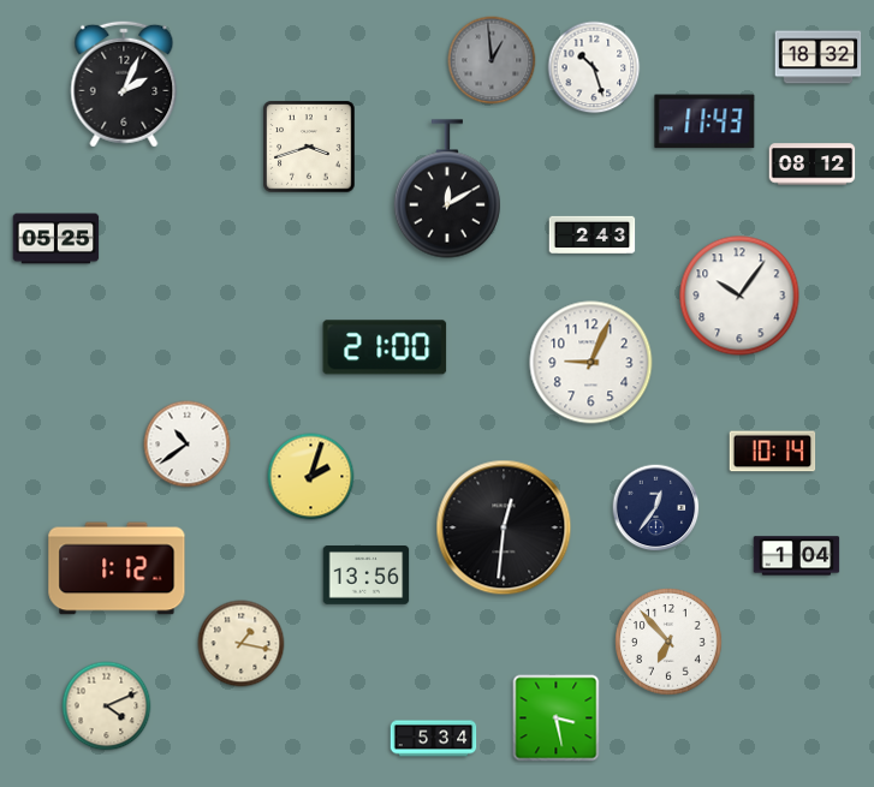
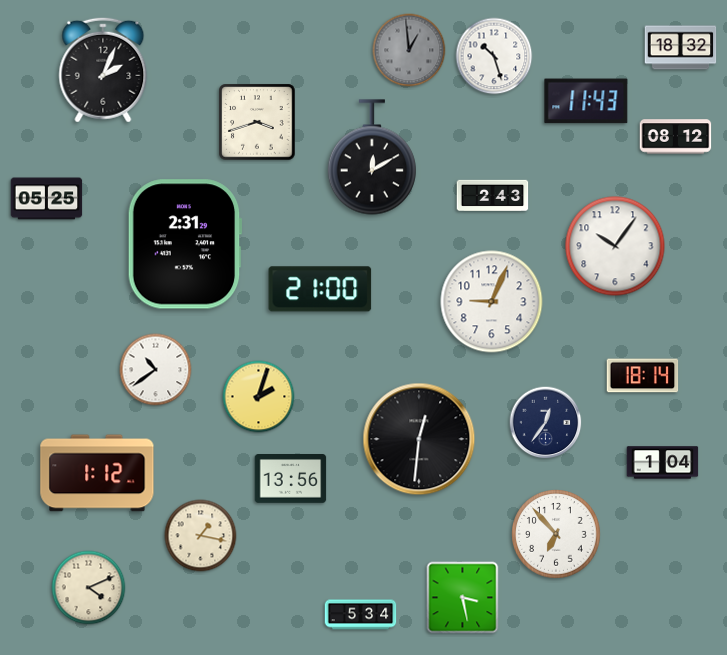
clock at (185, 244): none -> 2:31
clock at (773, 452): 10:14 -> 18:14
clock at (367, 576) position: (367, 576) -> (291, 479)
